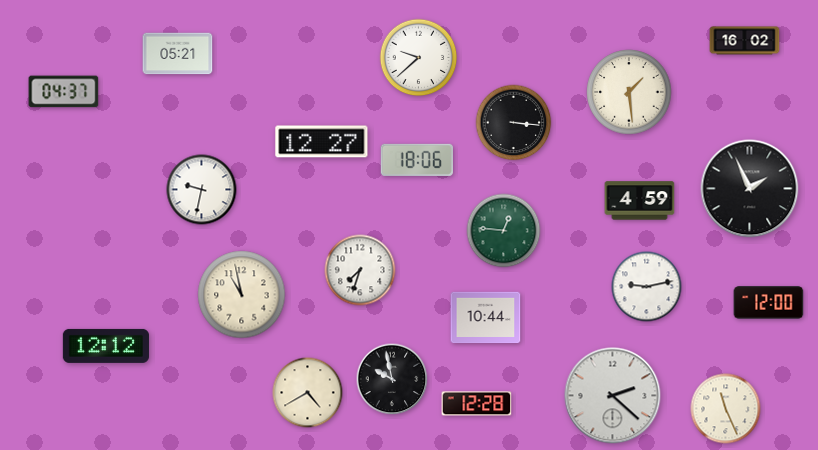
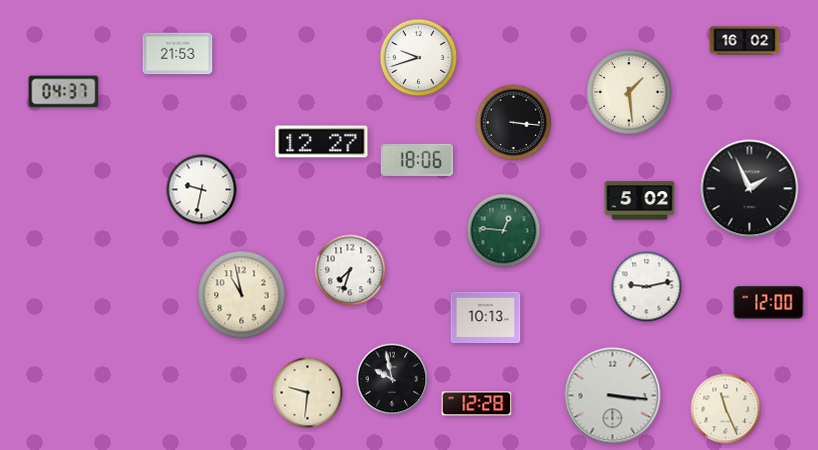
clock at (178, 54): 05:21 -> 21:53
clock at (419, 58): 9:38 -> 9:42
clock at (640, 201): 4:59 -> 5:02
clock at (360, 270) position: (360, 270) -> (350, 270)
clock at (486, 318): 10:44 -> 10:13
clock at (106, 346): 12:12 -> none
clock at (308, 393): 4:40 -> 9:31
clock at (613, 396): 2:22 -> 3:16
